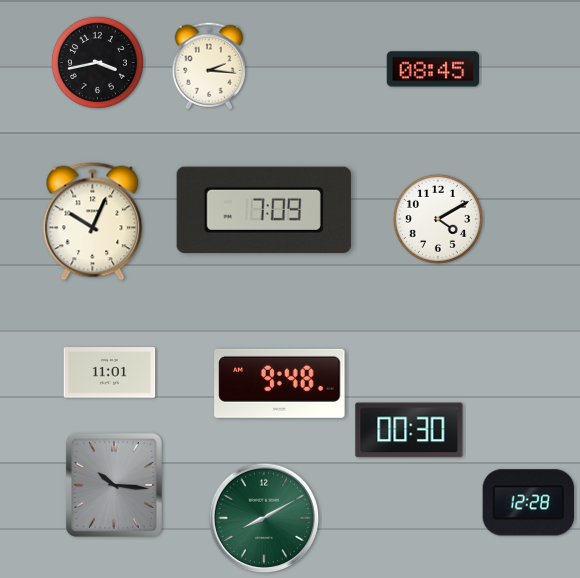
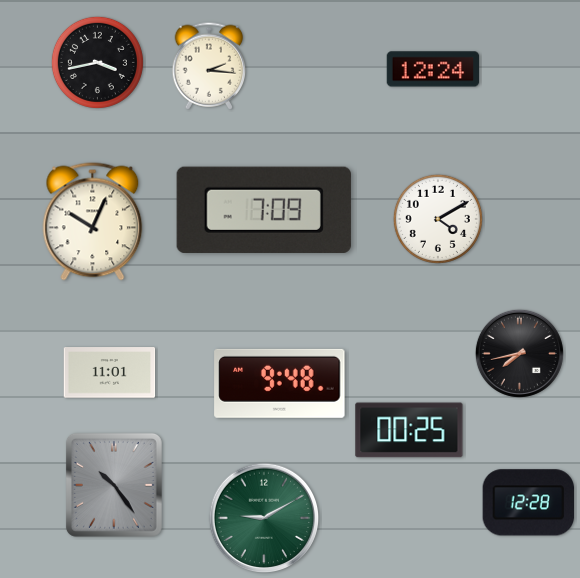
clock at (433, 69): 08:45 -> 12:24
clock at (519, 353): none -> 7:43
clock at (409, 430): 00:30 -> 00:25
clock at (114, 485): 10:16 -> 10:24
clock at (264, 518): 8:10 -> 9:10
